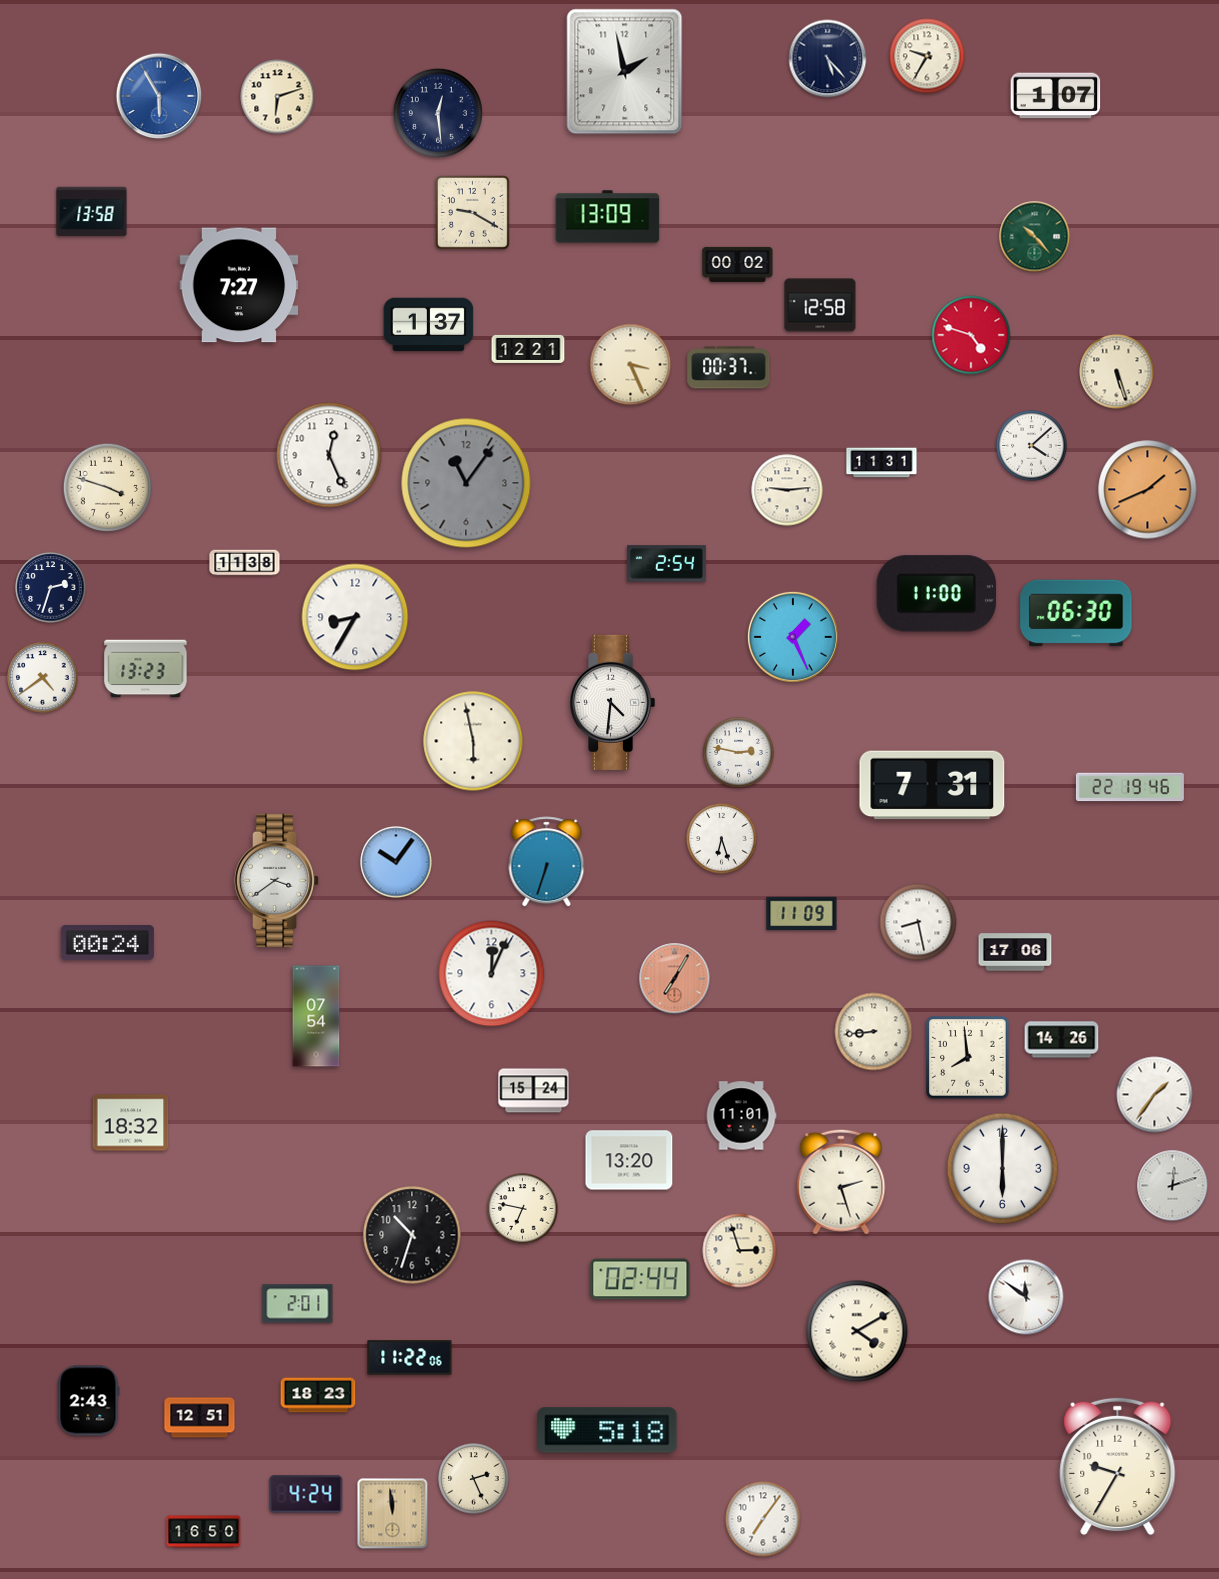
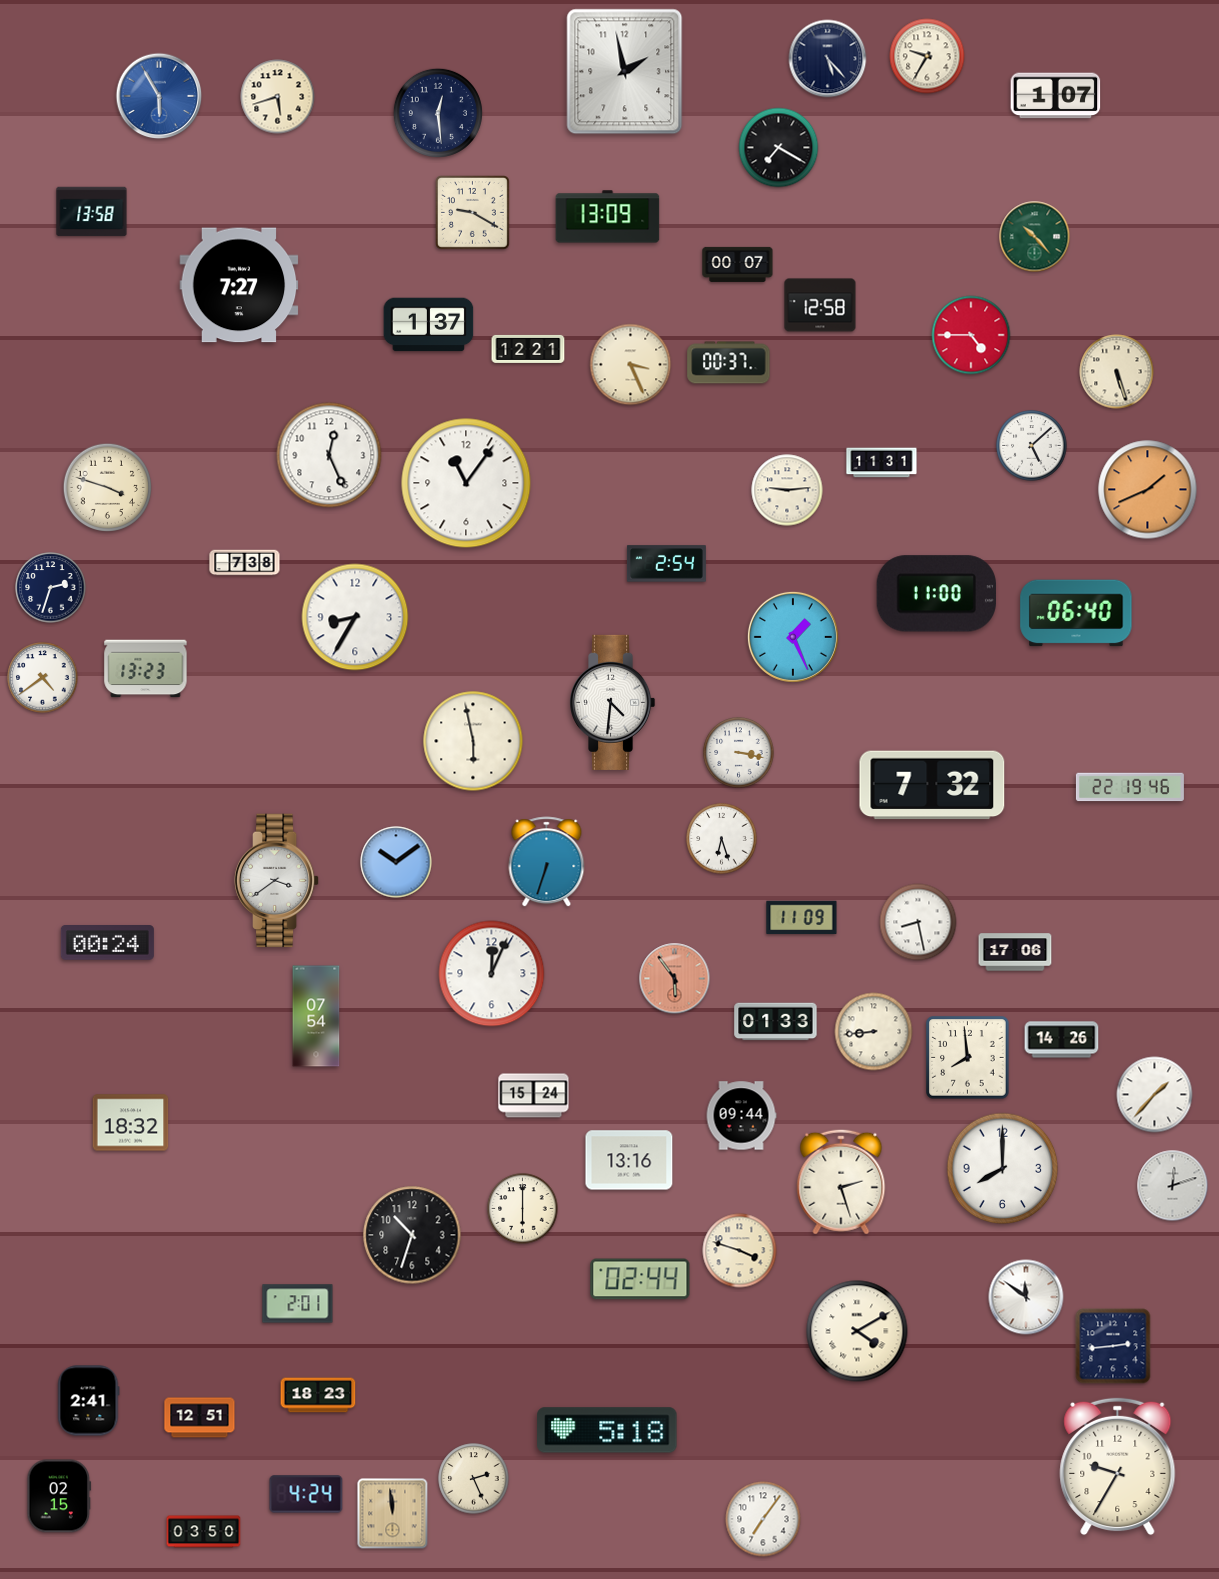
clock at (278, 97): 6:12 -> 5:42
clock at (779, 148): none -> 7:20
clock at (738, 264): 00:02 -> 00:07
clock at (971, 335): 4:48 -> 4:45
clock at (729, 368) position: (729, 368) -> (729, 363)
clock at (1032, 446): 4:08 -> 5:08
clock at (466, 483) dial: grey -> white
clock at (245, 563): 11:38 -> 7:38
clock at (1076, 613): 06:30 -> 06:40
clock at (739, 753): 2:47 -> 3:17
clock at (932, 785): 7:31 -> 7:32
clock at (396, 862): 10:06 -> 10:09
clock at (802, 914) position: (802, 914) -> (802, 918)
clock at (675, 979): 7:05 -> 5:54
clock at (776, 1022): none -> 01:33
clock at (534, 1091) position: (534, 1091) -> (534, 1096)
clock at (1155, 1095): 1:36 -> 1:37
clock at (741, 1116): 11:01 -> 09:44
clock at (629, 1160): 13:20 -> 13:16
clock at (1003, 1169): 6:00 -> 8:00
clock at (523, 1209): 6:47 -> 6:00
clock at (740, 1251): 2:57 -> 3:48
clock at (1113, 1346): none -> 2:44
clock at (410, 1358): 11:22 -> none
clock at (89, 1401): 2:43 -> 2:41
clock at (59, 1496): none -> 02:15
clock at (204, 1532): 16:50 -> 03:50
